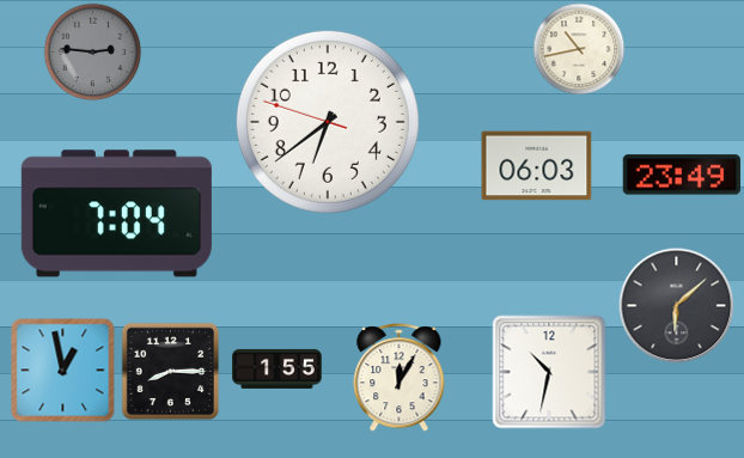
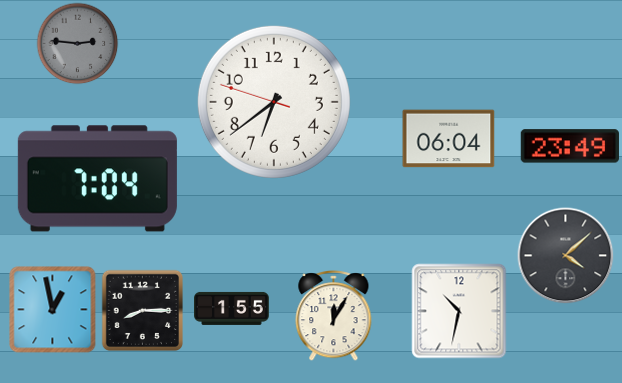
clock at (579, 49): 10:43 -> none
clock at (537, 166): 06:03 -> 06:04
clock at (677, 306): 6:08 -> 4:08
